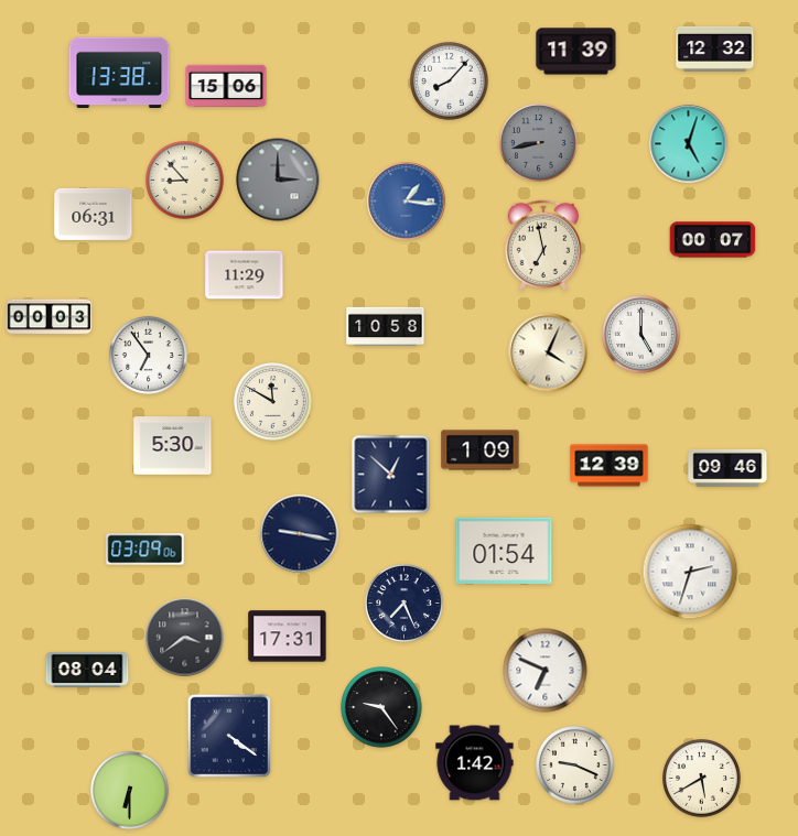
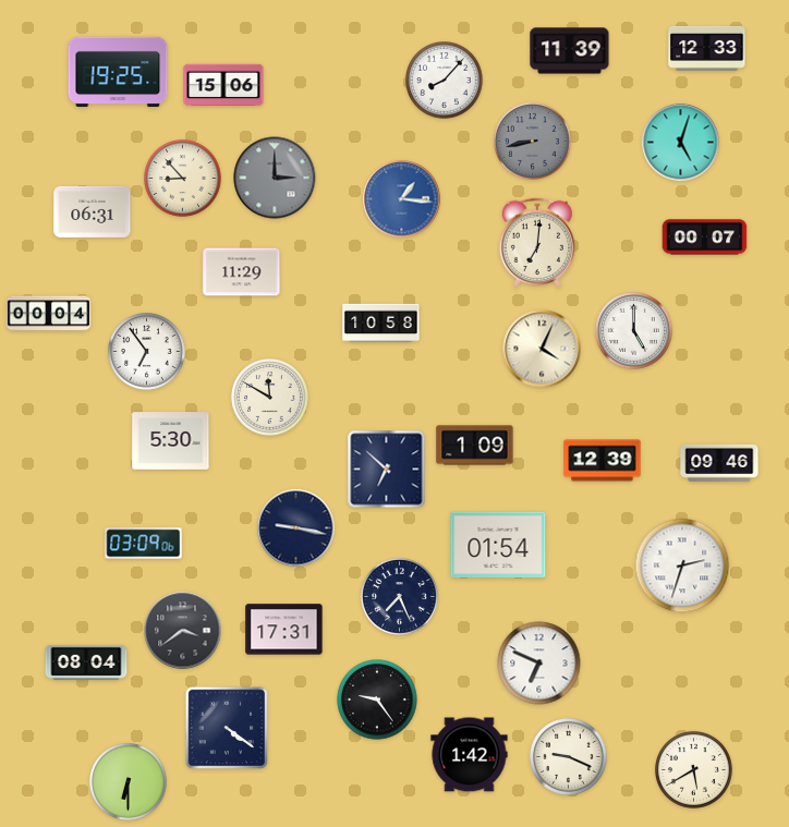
clock at (715, 48): 12:32 -> 12:33
clock at (119, 73): 13:38 -> 19:25
clock at (542, 246): 6:58 -> 7:01
clock at (50, 317): 00:03 -> 00:04
clock at (391, 475): 12:52 -> 6:52
